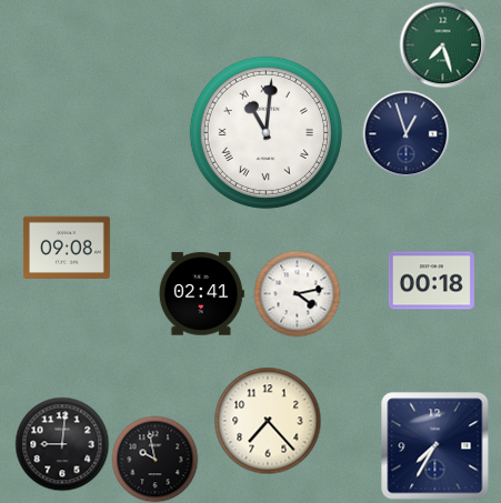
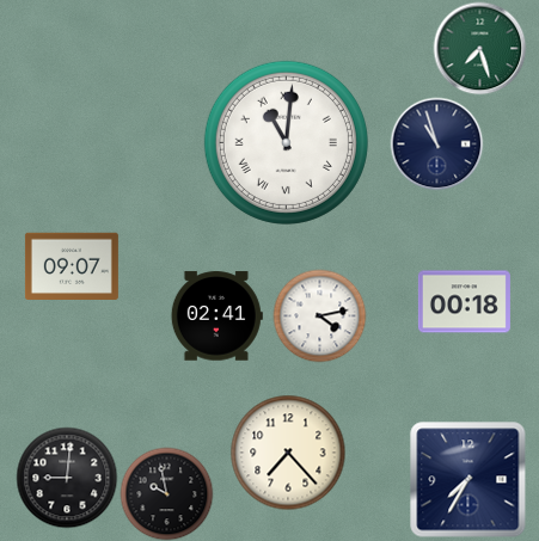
clock at (442, 44) position: (442, 44) -> (479, 48)
clock at (405, 133): 12:57 -> 10:57
clock at (67, 247): 09:08 -> 09:07
